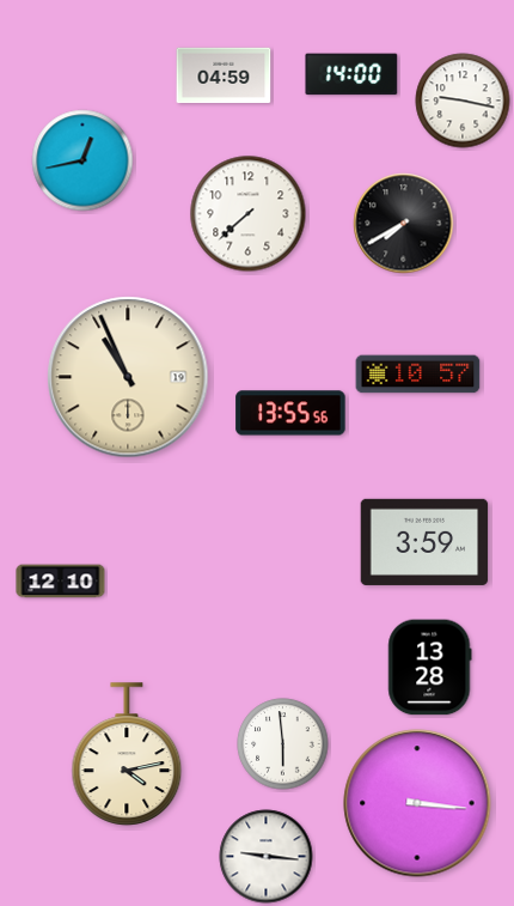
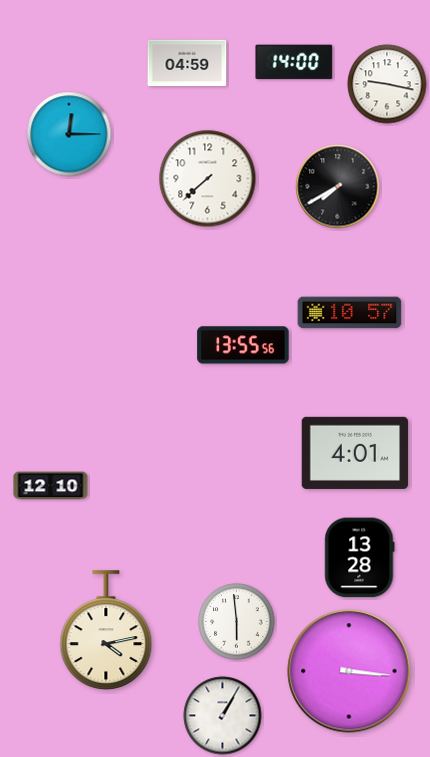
clock at (82, 160): 12:43 -> 12:15
clock at (128, 377): 10:56 -> none
clock at (424, 542): 3:59 -> 4:01
clock at (267, 857): 9:16 -> 1:05
